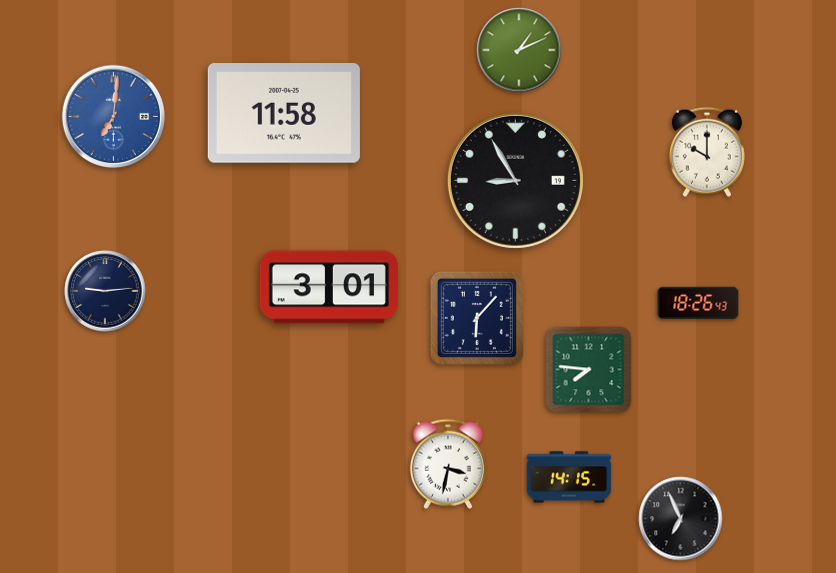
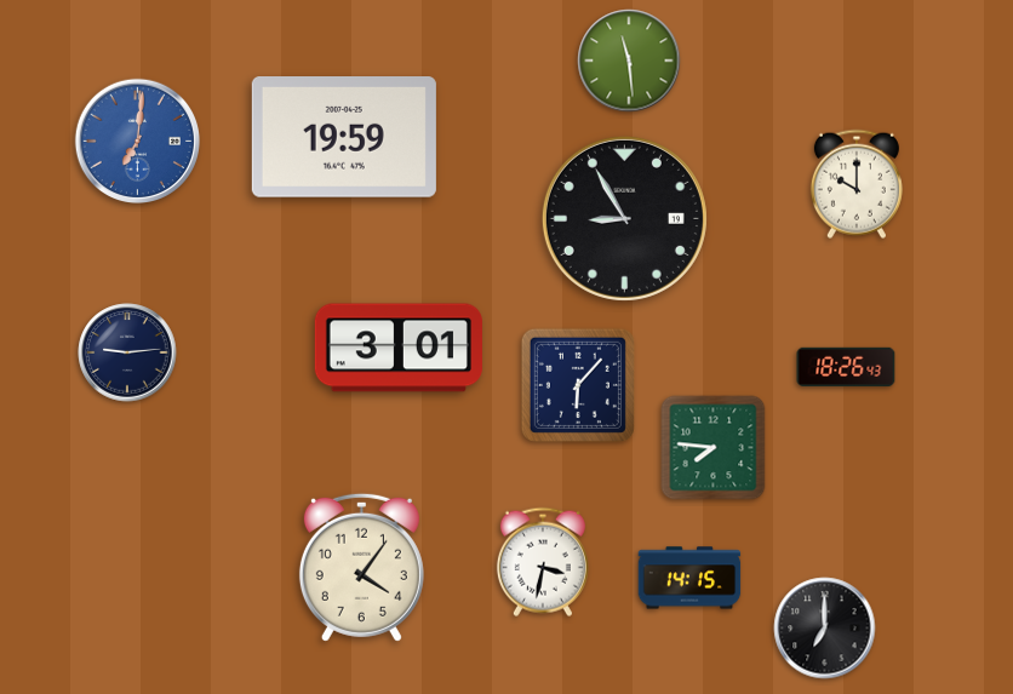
clock at (519, 50): 1:11 -> 11:29
clock at (284, 114): 11:58 -> 19:59
clock at (361, 567): none -> 4:06
clock at (681, 519): 6:56 -> 7:00
